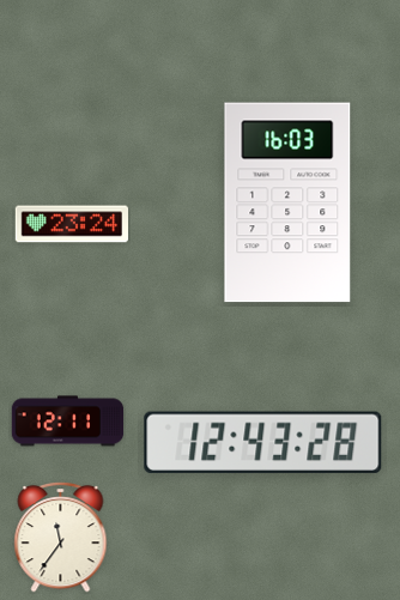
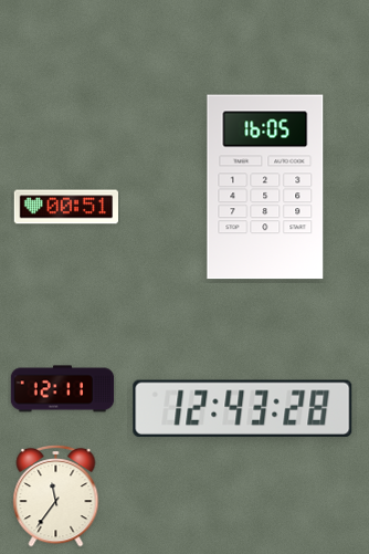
clock at (287, 202): 16:03 -> 16:05
clock at (71, 224): 23:24 -> 00:51
